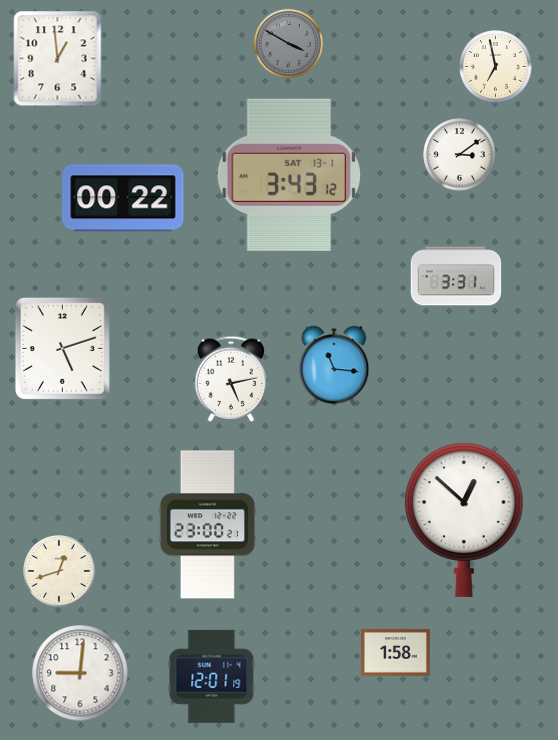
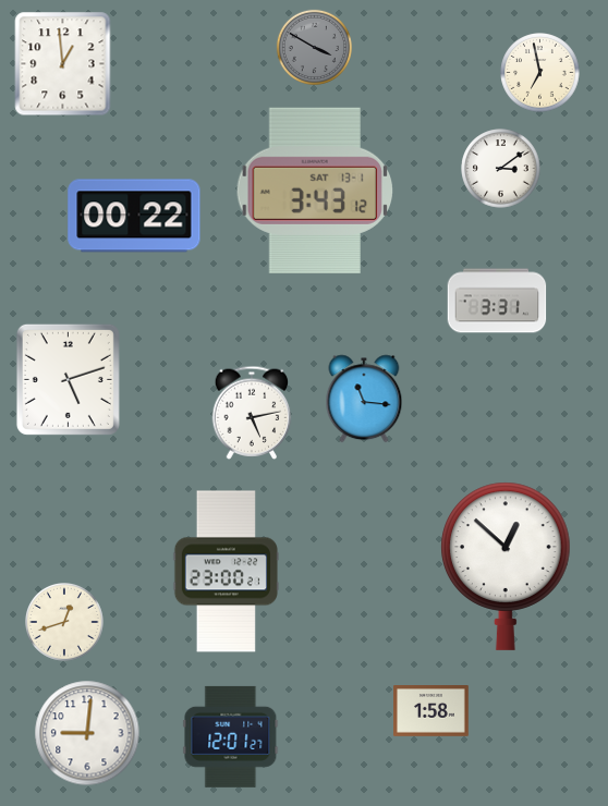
clock at (212, 676): 12:01:19 -> 12:01:27
